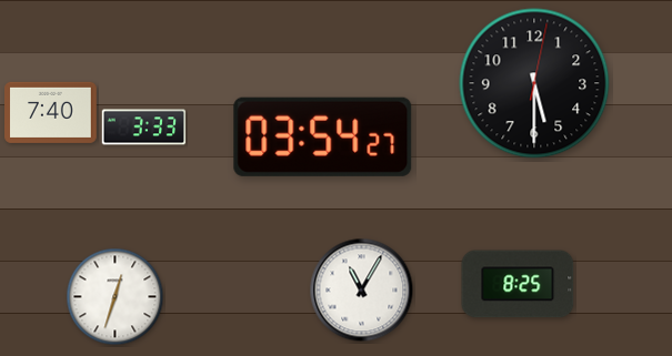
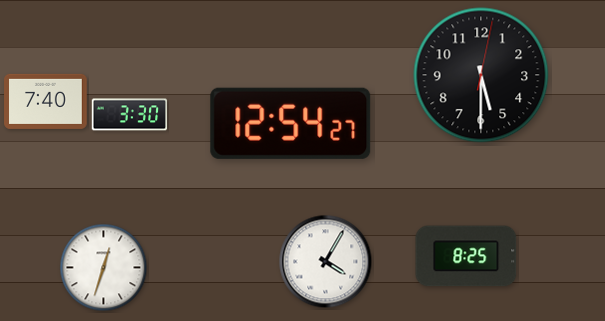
clock at (144, 128): 3:33 -> 3:30
clock at (323, 136): 03:54 -> 12:54
clock at (362, 291): 11:05 -> 4:05
